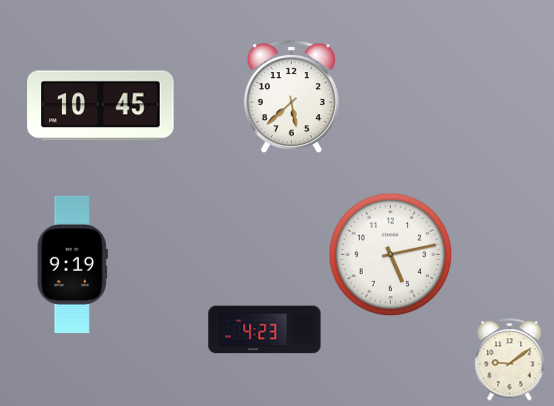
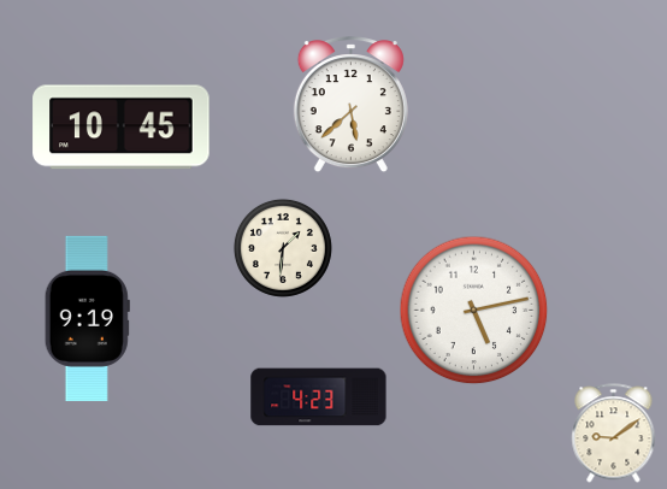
clock at (291, 97) position: (291, 97) -> (350, 105)
clock at (283, 248): none -> 1:31
clock at (391, 255) position: (391, 255) -> (474, 311)
